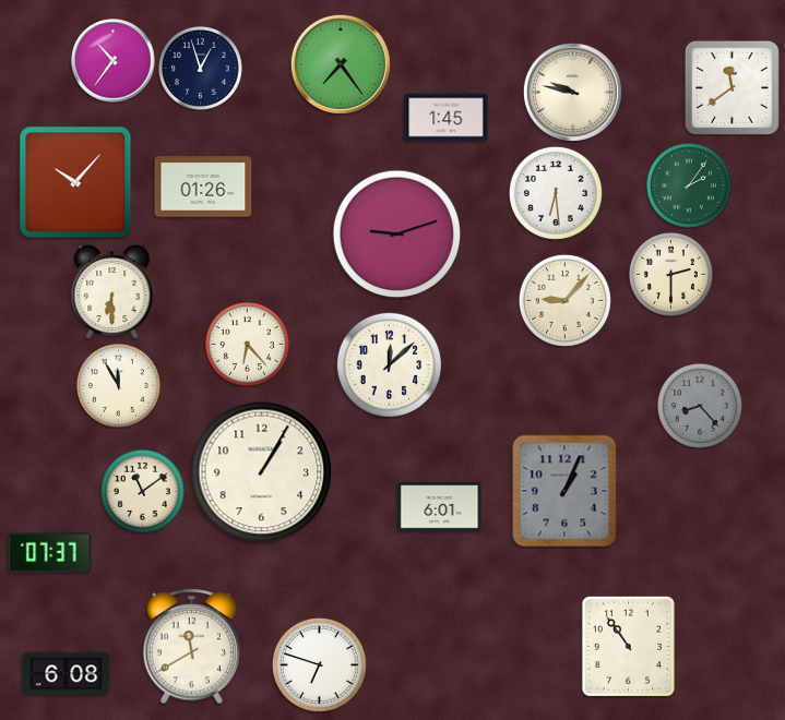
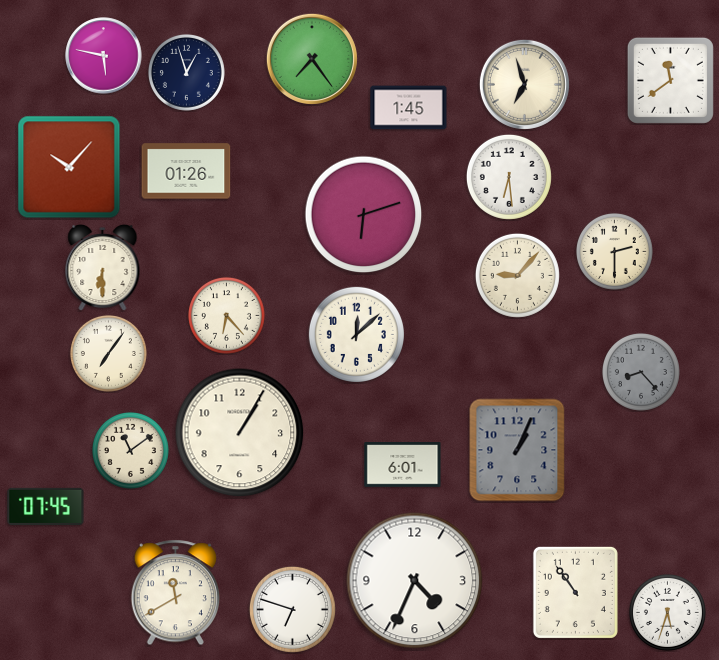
clock at (114, 61): 10:36 -> 5:47
clock at (200, 68) position: (200, 68) -> (186, 72)
clock at (572, 92): 9:47 -> 6:57
clock at (689, 185): 2:06 -> none
clock at (397, 235): 9:12 -> 6:12
clock at (118, 385): 11:55 -> 7:06
clock at (50, 552): 07:37 -> 07:45
clock at (415, 581): none -> 4:34
clock at (667, 612): none -> 5:33
clock at (67, 674): 6:08 -> none
